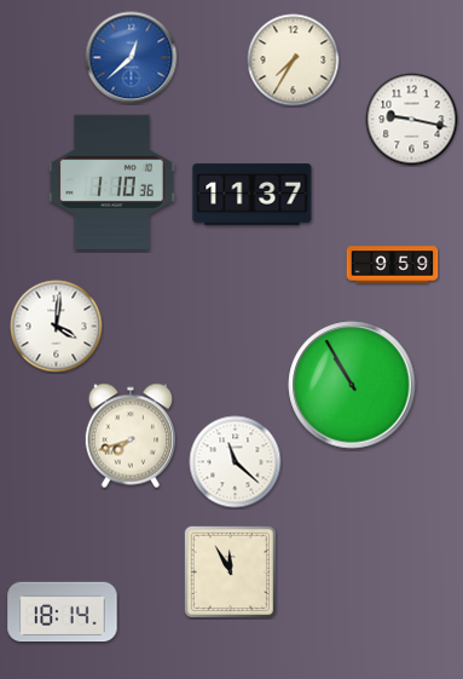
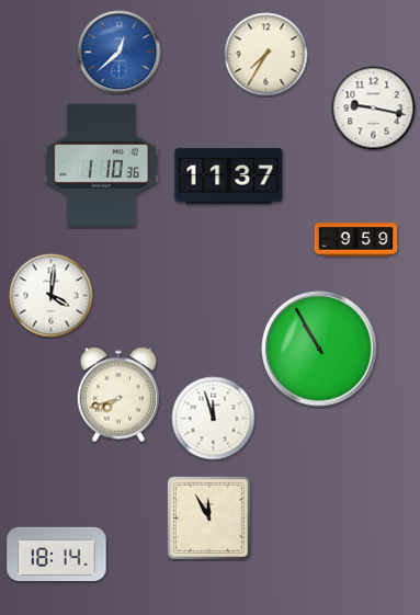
clock at (236, 462): 11:22 -> 11:57
